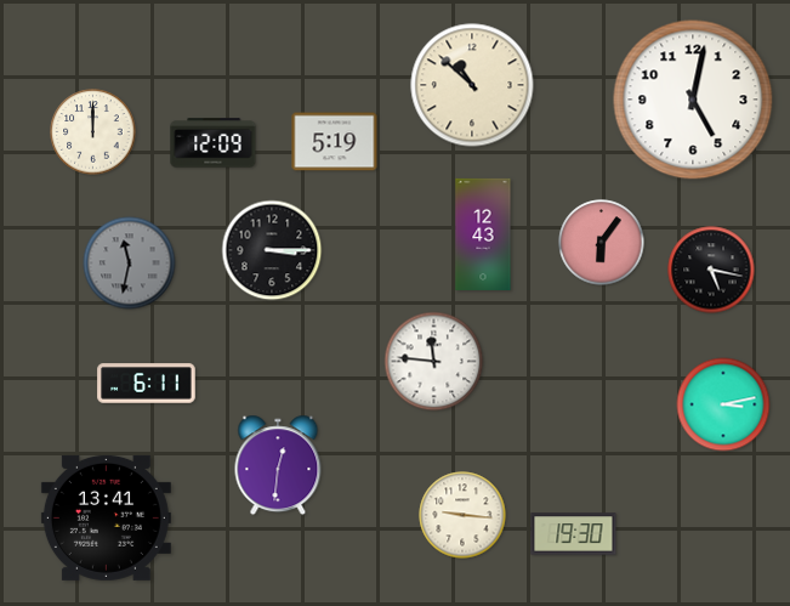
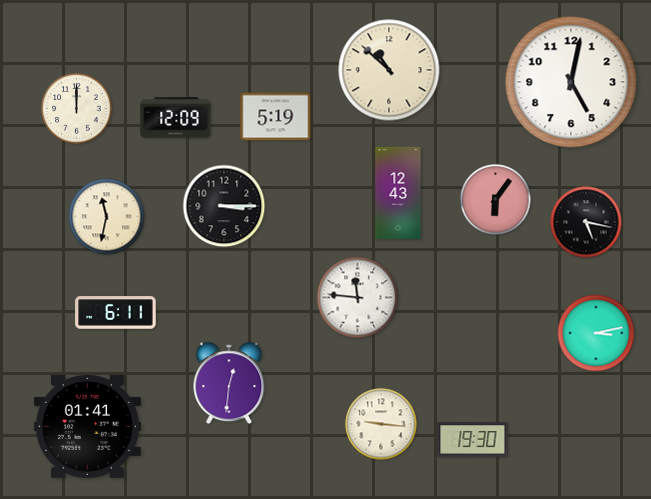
clock at (130, 264) dial: grey -> cream
clock at (147, 384) position: (147, 384) -> (116, 313)
clock at (106, 517): 13:41 -> 01:41
